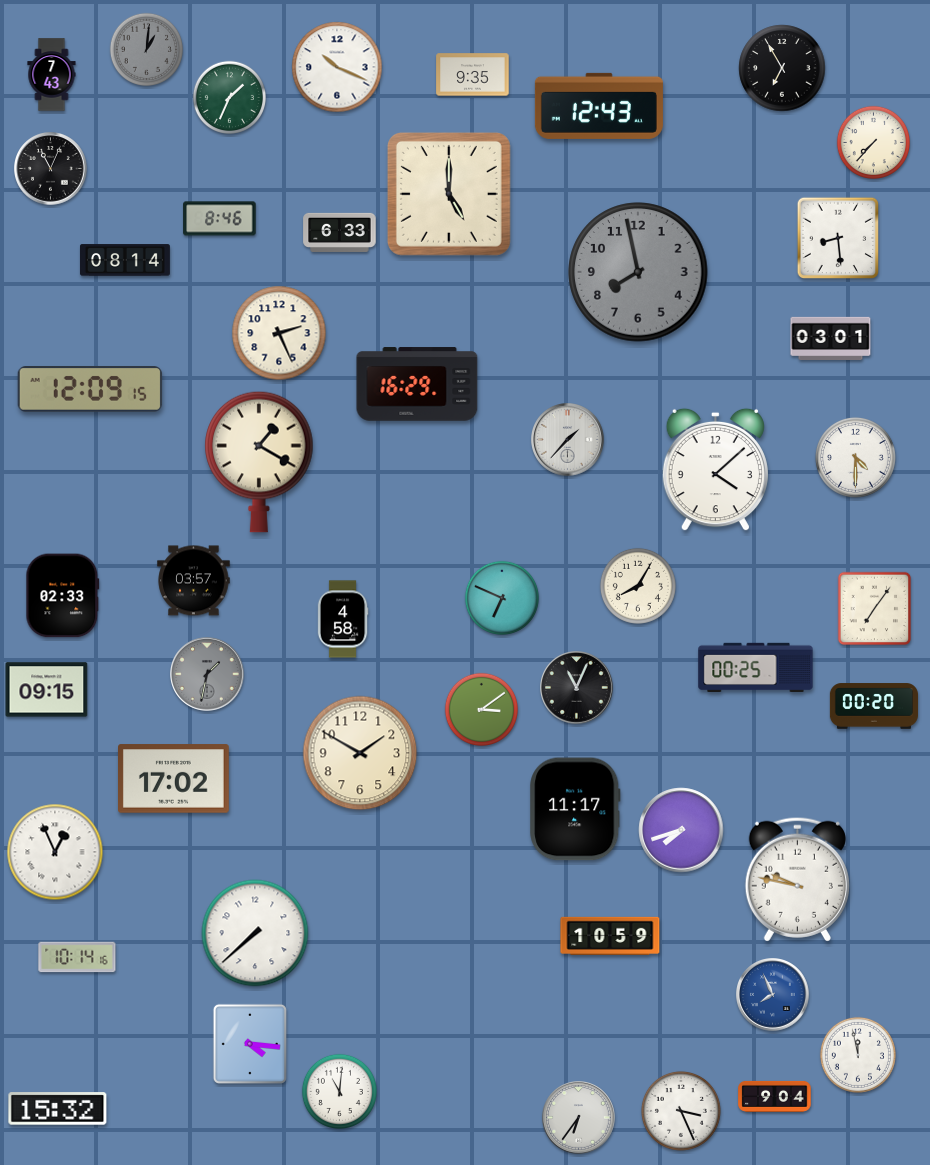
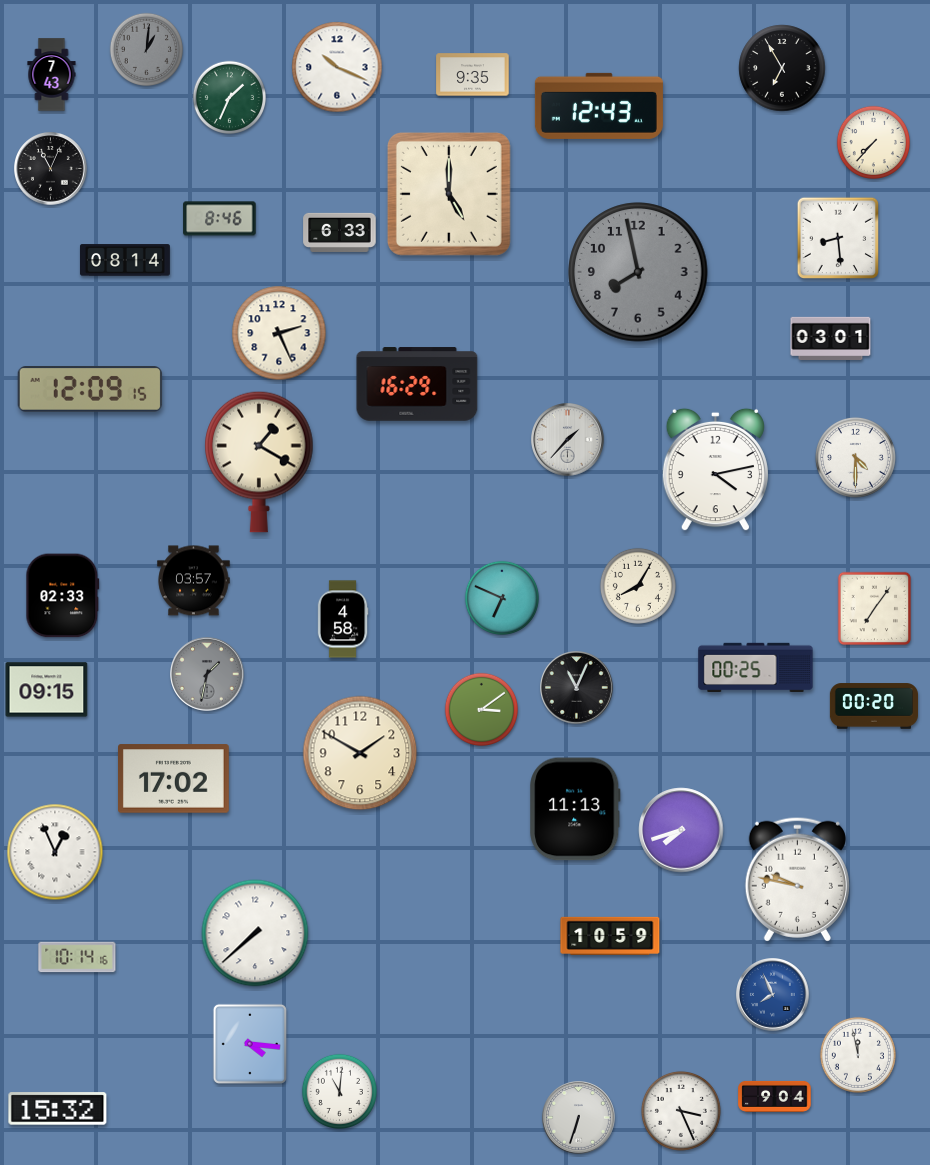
clock at (715, 470): 4:08 -> 4:13
clock at (575, 809): 11:17 -> 11:13
clock at (579, 1118): 6:36 -> 6:33
